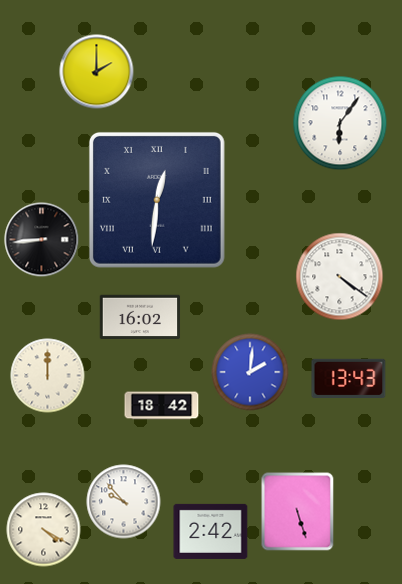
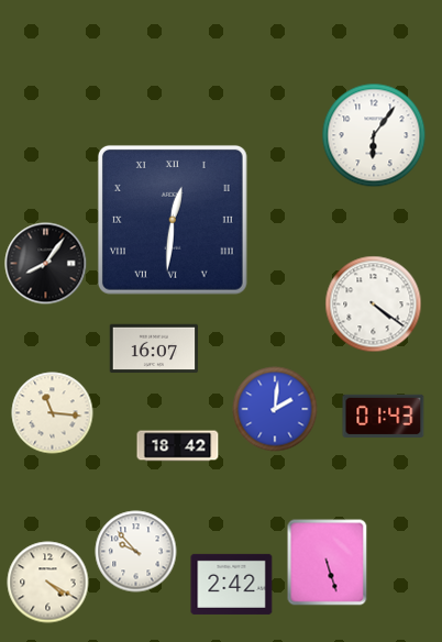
clock at (97, 72): 2:00 -> none
clock at (42, 240): 8:44 -> 8:06
clock at (140, 317): 16:02 -> 16:07
clock at (48, 376): 12:00 -> 11:16
clock at (349, 378): 13:43 -> 01:43
